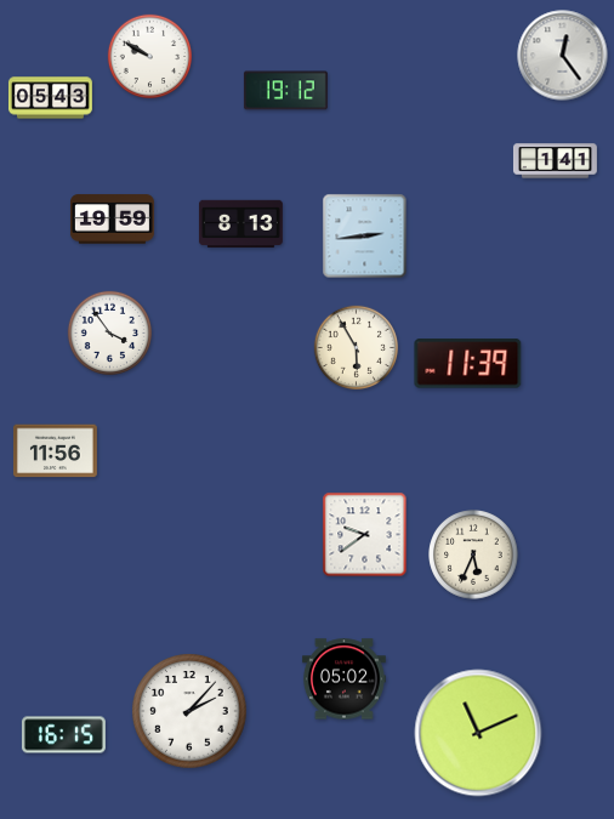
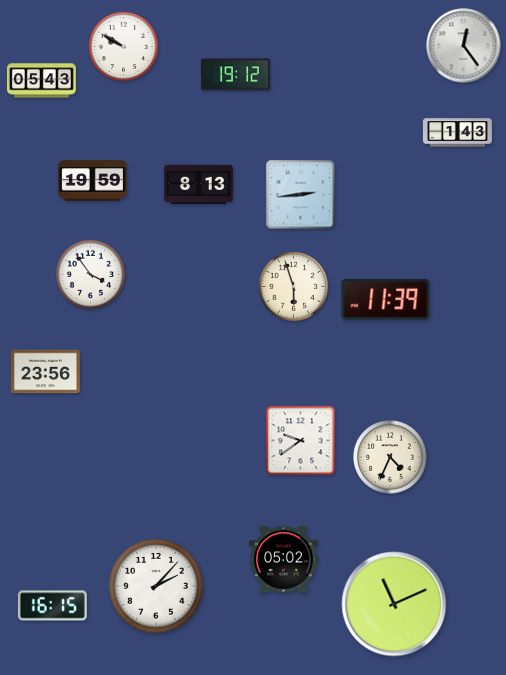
clock at (555, 161): 1:41 -> 1:43
clock at (357, 348): 5:55 -> 5:57
clock at (55, 451): 11:56 -> 23:56
clock at (473, 554): 5:34 -> 4:34
